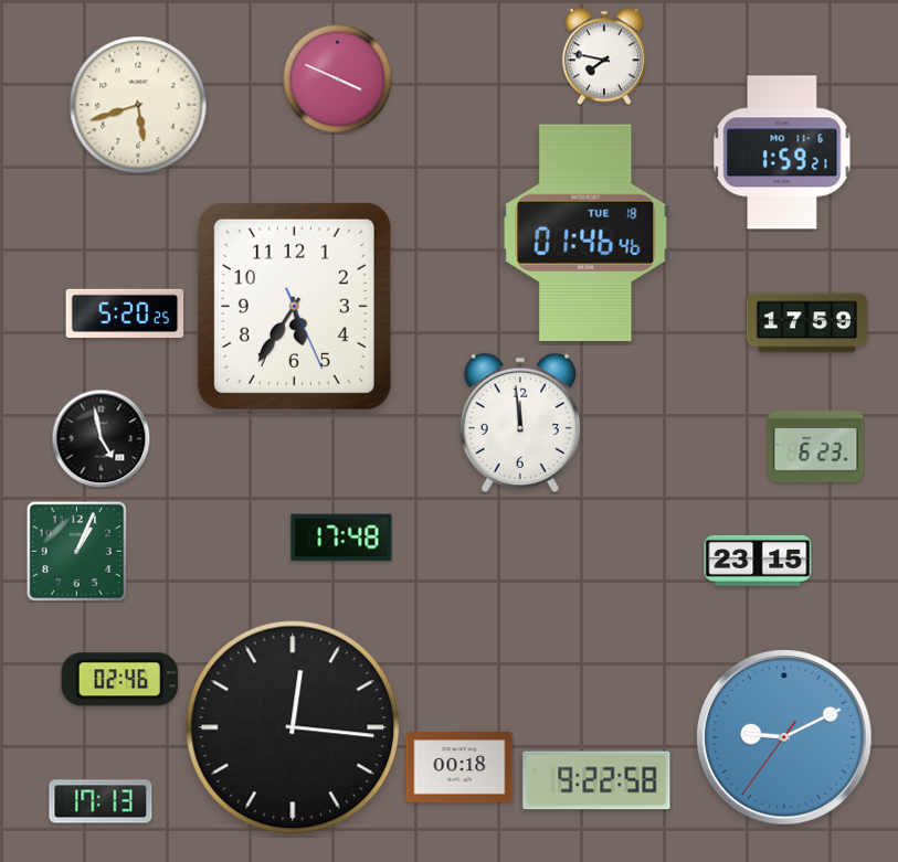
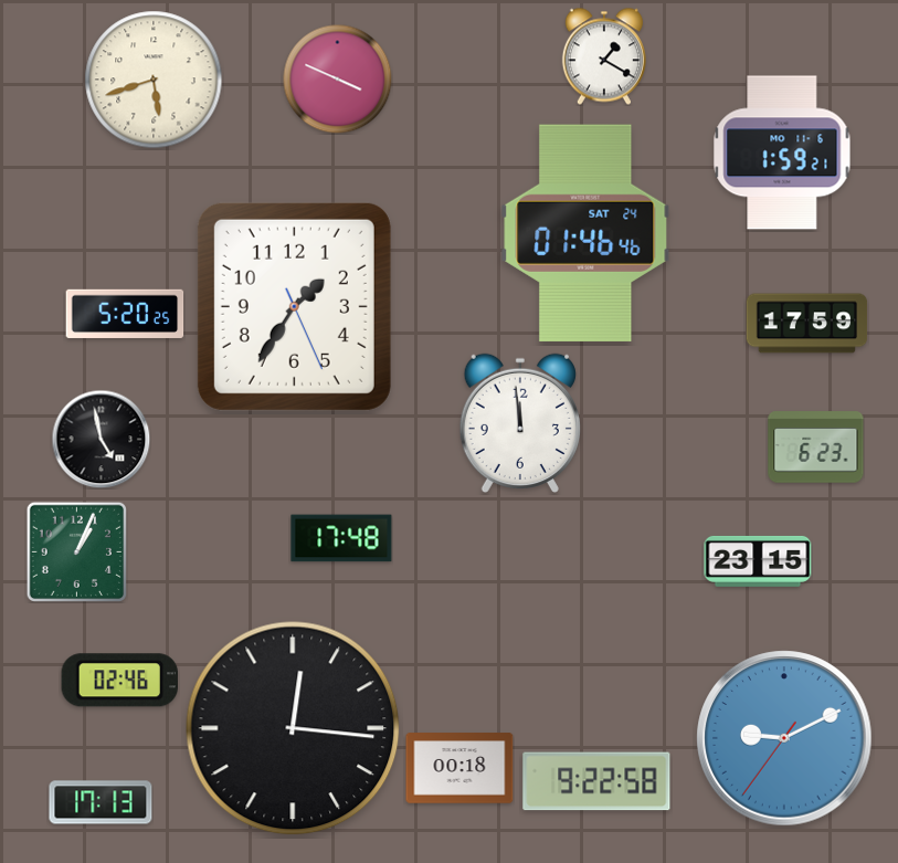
clock at (604, 56): 7:47 -> 1:20
clock at (138, 105) position: (138, 105) -> (154, 80)
clock at (585, 232) date: TUE 18 -> SAT 24
clock at (294, 306): 5:35 -> 1:35
